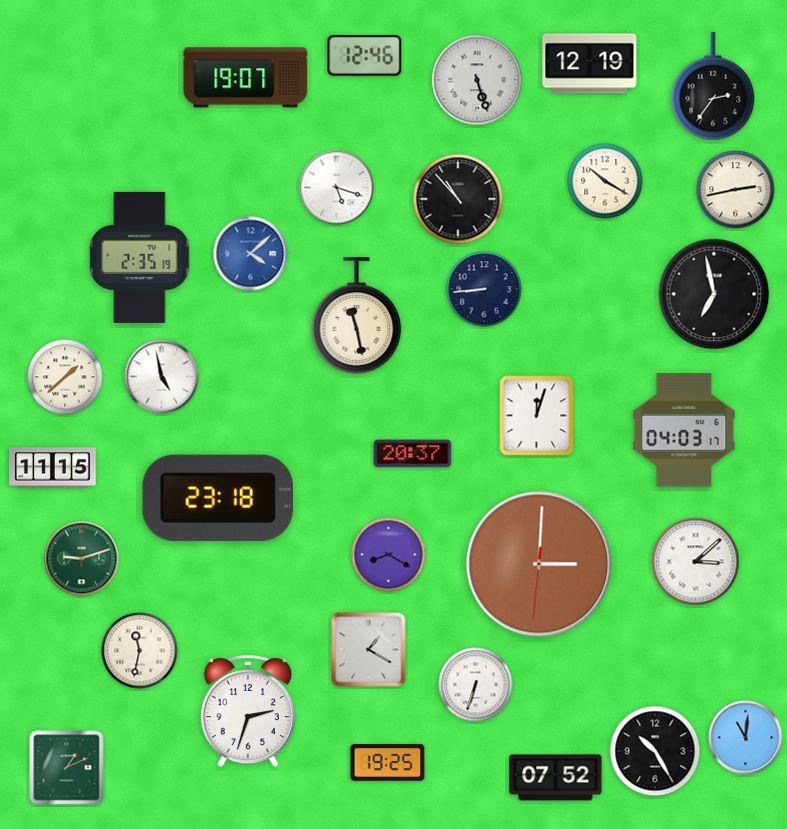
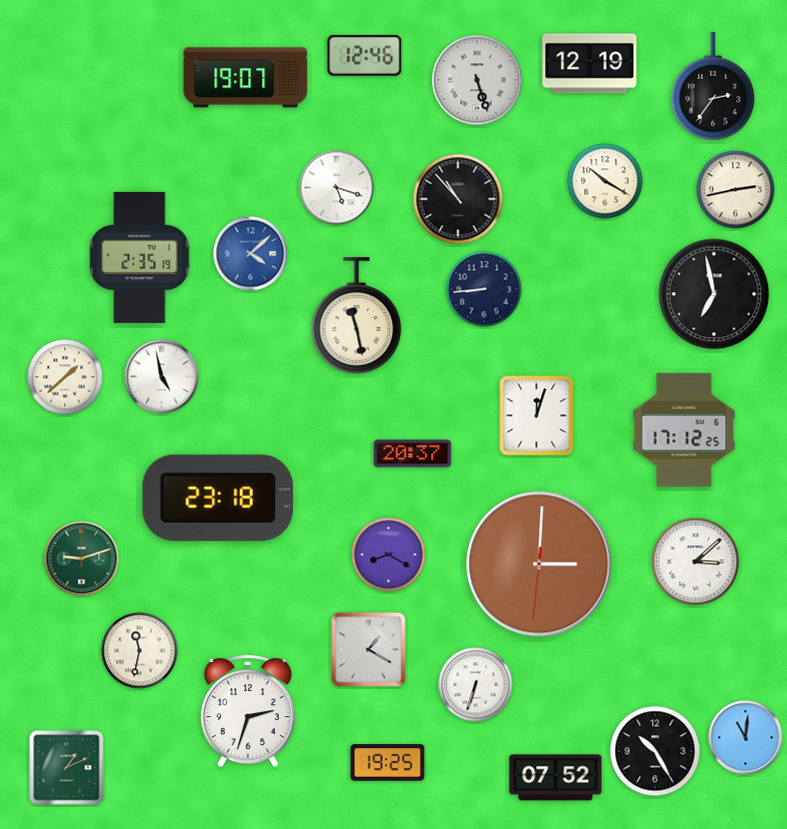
clock at (684, 430): 04:03 -> 17:12
clock at (53, 468): 11:15 -> none
